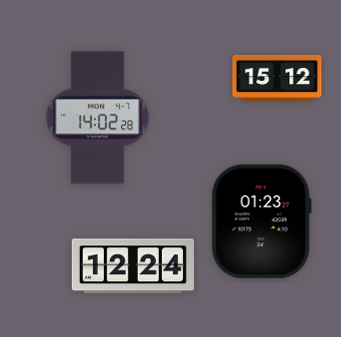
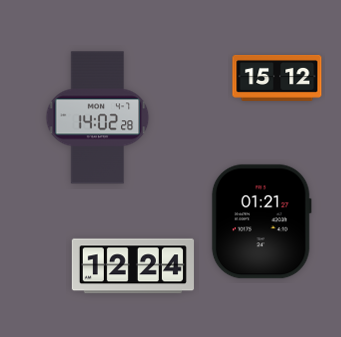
clock at (261, 222): 01:23 -> 01:21
